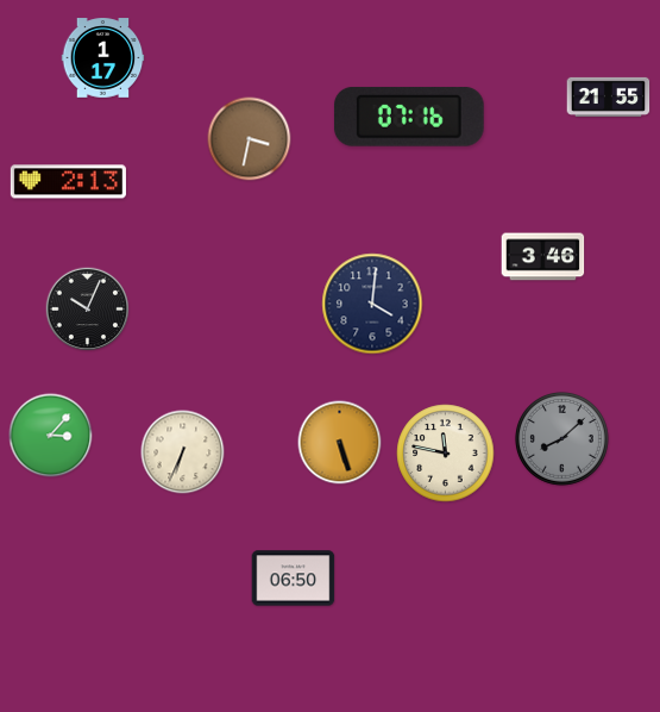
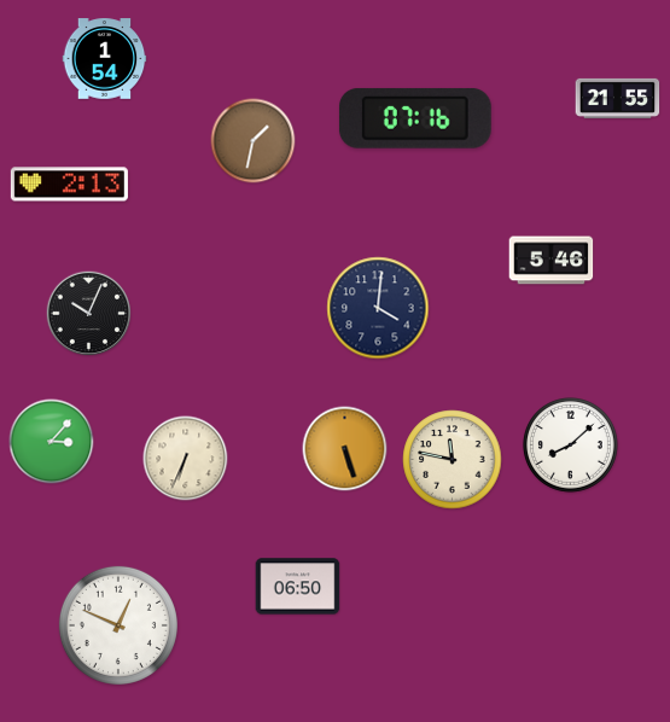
clock at (103, 58): 1:17 -> 1:54
clock at (250, 139): 3:32 -> 1:32
clock at (543, 257): 3:46 -> 5:46
clock at (561, 438) dial: grey -> white
clock at (118, 625): none -> 12:49
